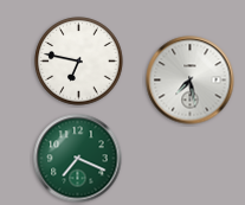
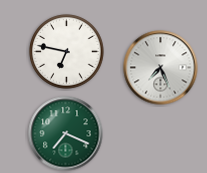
clock at (191, 81): 7:28 -> 7:26
